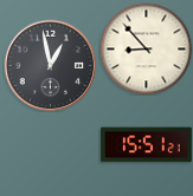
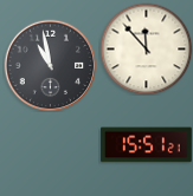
clock at (146, 48): 8:53 -> 11:53
clock at (50, 65): 12:58 -> 10:58
